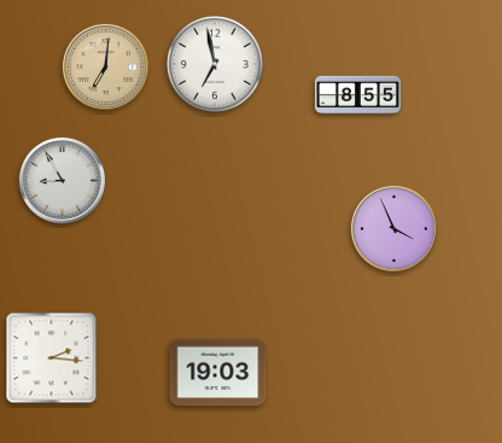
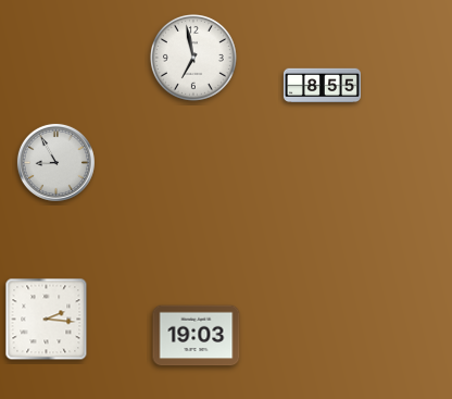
clock at (105, 66): 7:01 -> none
clock at (393, 228): 3:56 -> none
clock at (52, 359) position: (52, 359) -> (47, 320)
